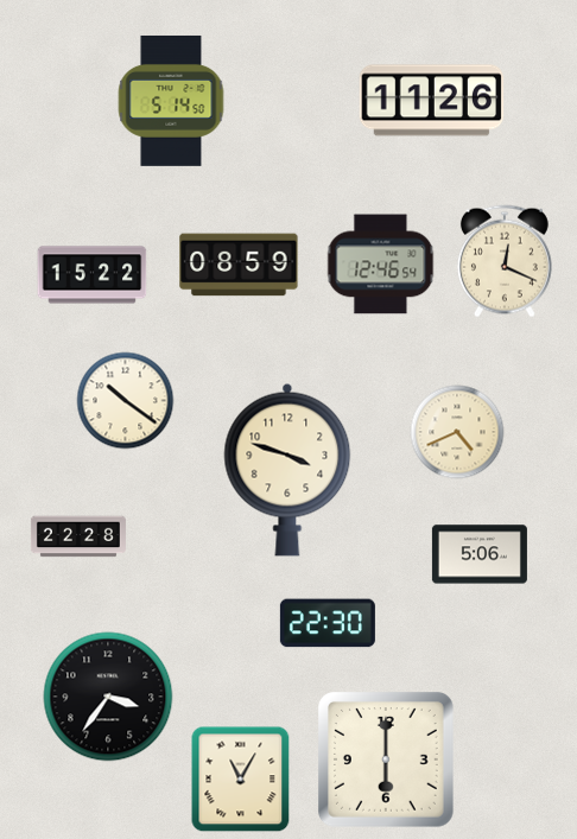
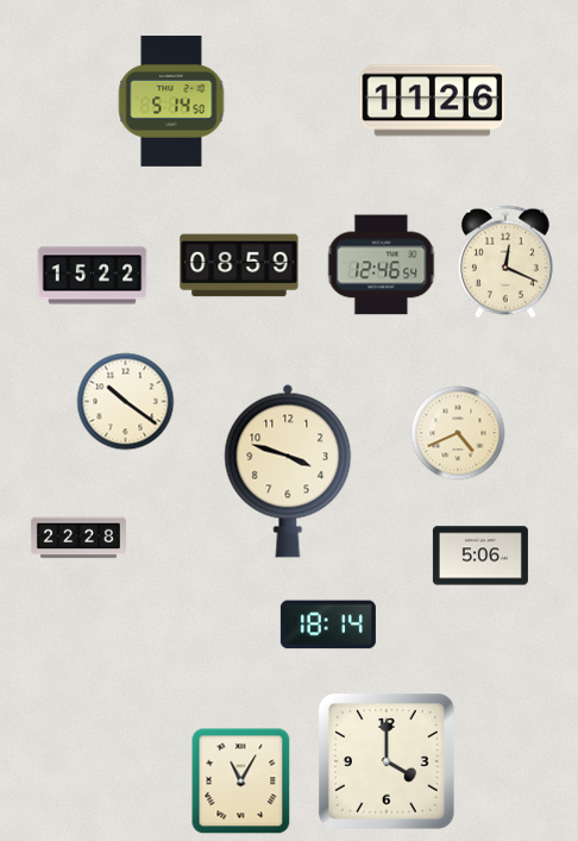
clock at (328, 623): 22:30 -> 18:14
clock at (108, 697): 3:36 -> none
clock at (387, 761): 6:00 -> 4:00
